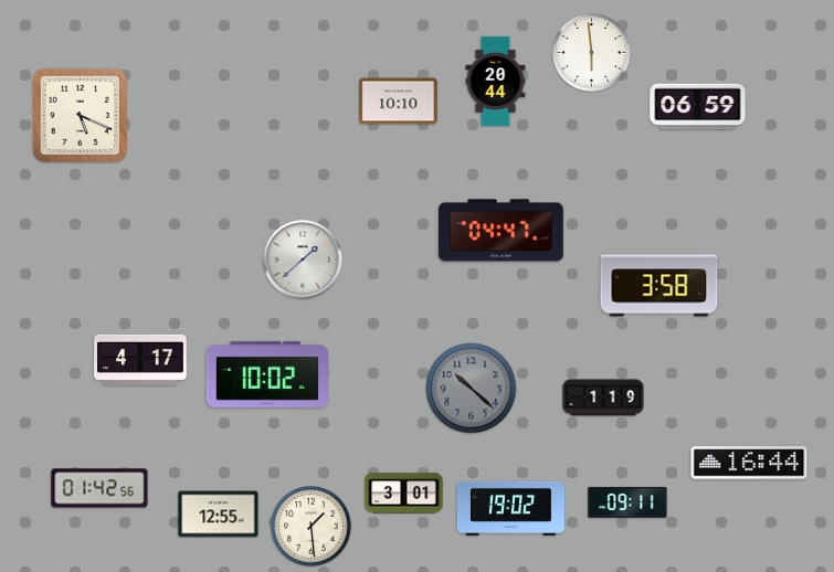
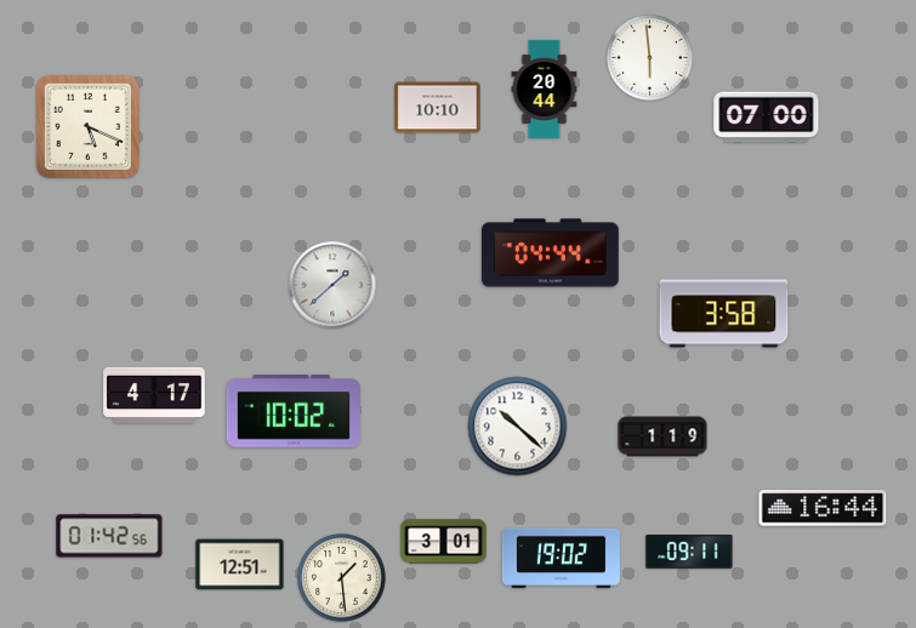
clock at (399, 102) position: (399, 102) -> (438, 108)
clock at (698, 107): 06:59 -> 07:00
clock at (502, 231): 04:47 -> 04:44
clock at (472, 389) dial: grey -> white
clock at (219, 515): 12:55 -> 12:51
